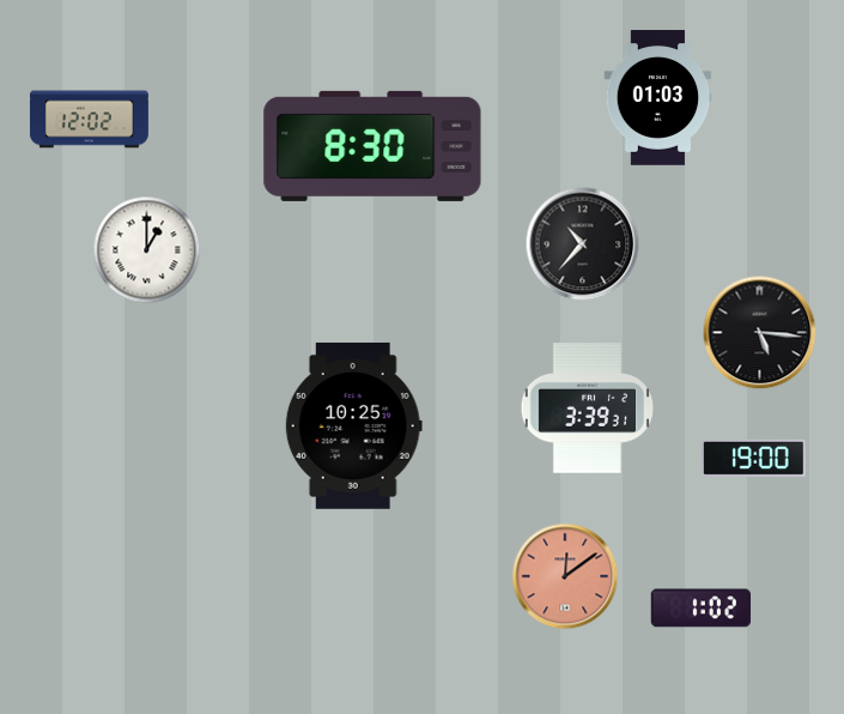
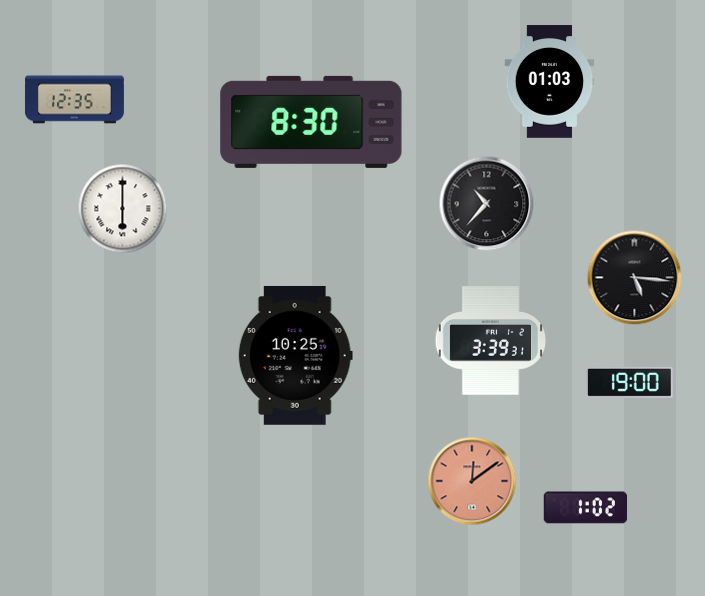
clock at (90, 120): 12:02 -> 12:35
clock at (147, 250): 1:00 -> 6:00
